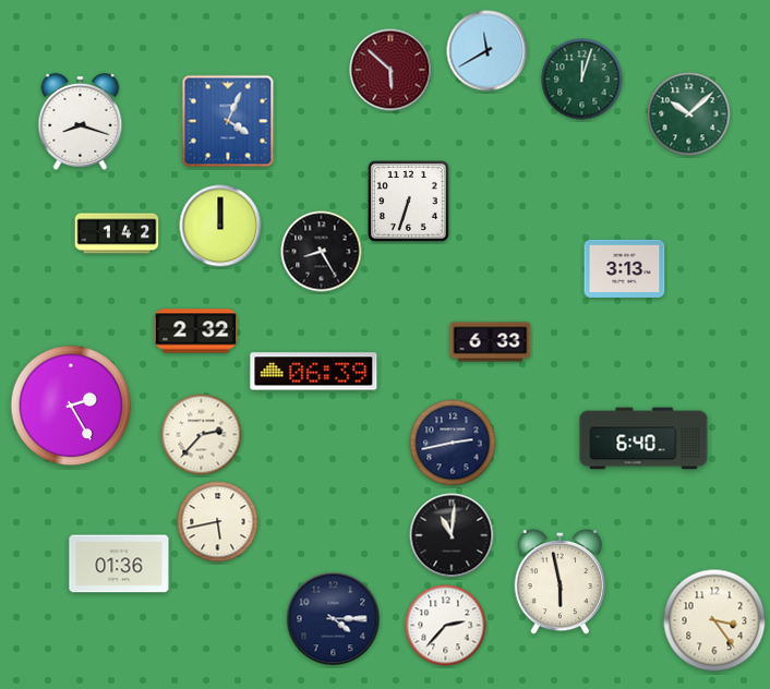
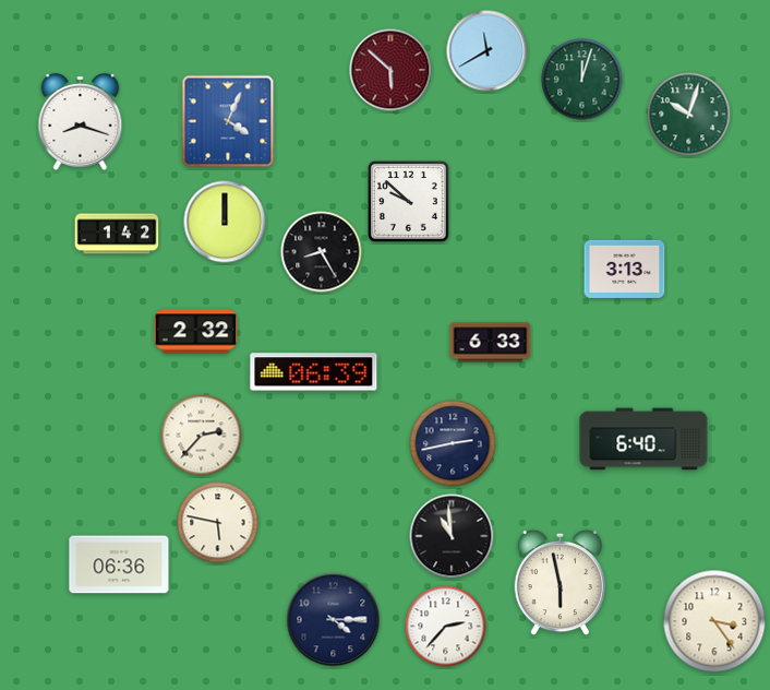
clock at (689, 114): 10:08 -> 10:03
clock at (409, 202): 6:33 -> 9:52
clock at (220, 226) position: (220, 226) -> (225, 222)
clock at (71, 406): 2:25 -> none
clock at (218, 522): 5:43 -> 5:47
clock at (452, 535): 11:01 -> 10:59
clock at (119, 564): 01:36 -> 06:36
